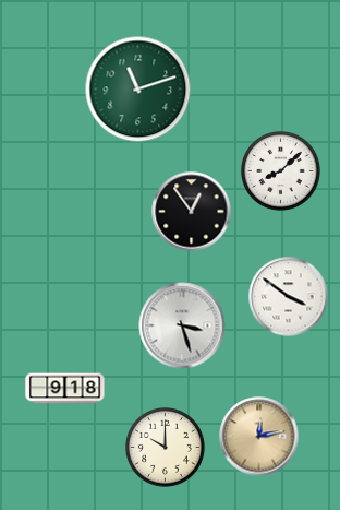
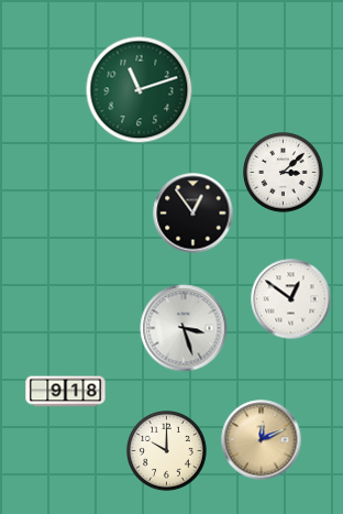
clock at (281, 171): 8:08 -> 3:08
clock at (289, 297): 3:51 -> 12:51
clock at (259, 437): 12:13 -> 12:11
